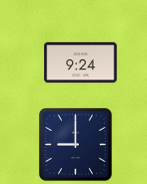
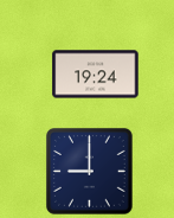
clock at (81, 63): 9:24 -> 19:24
